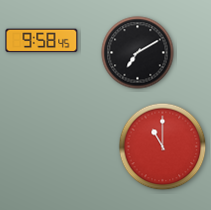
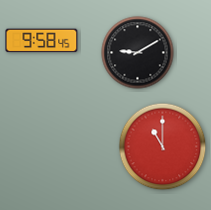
clock at (138, 53): 7:10 -> 9:10
